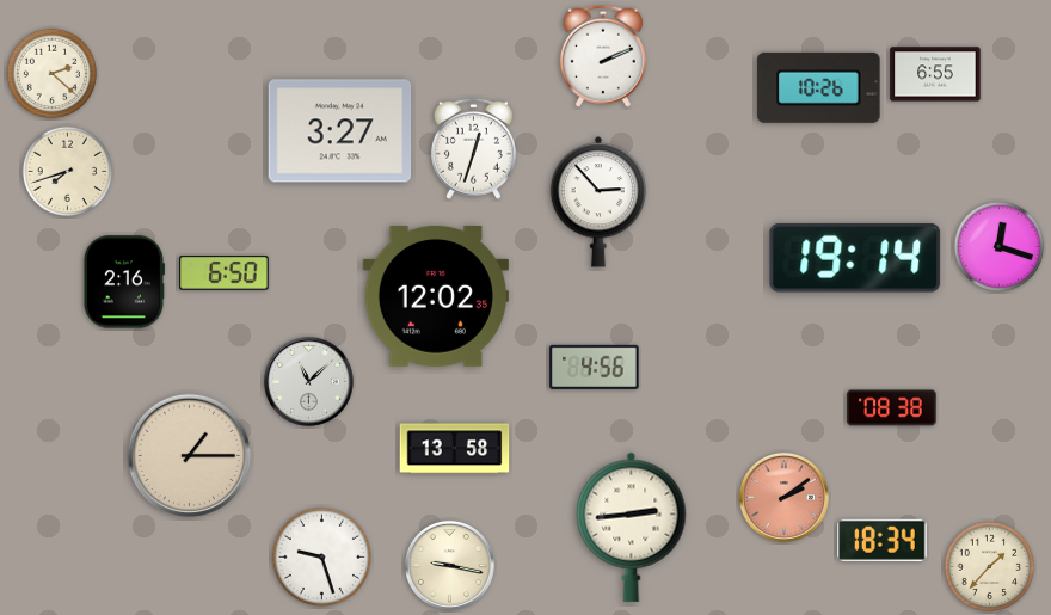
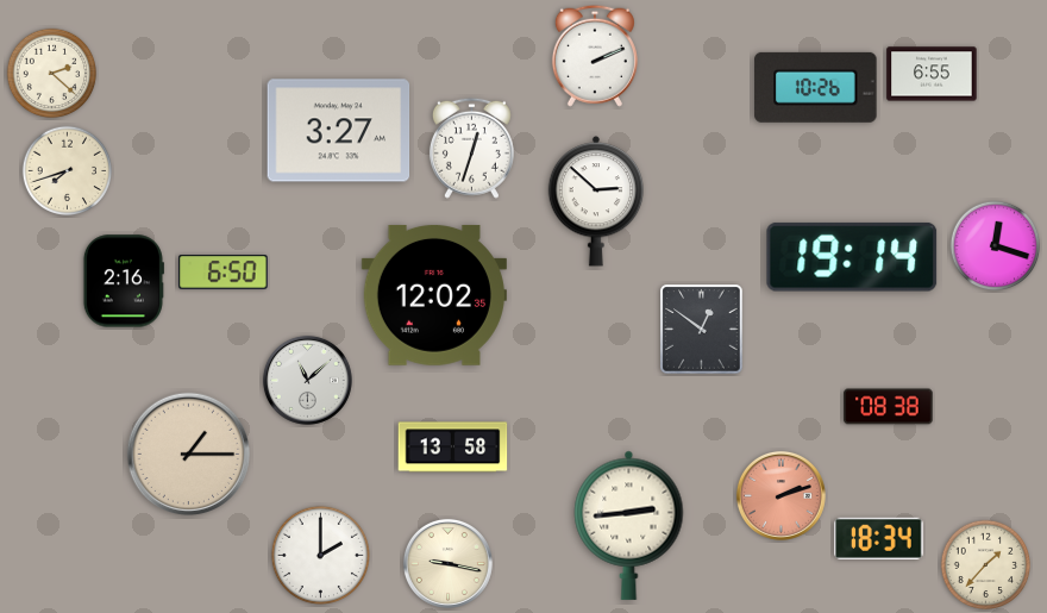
clock at (603, 56) position: (603, 56) -> (595, 56)
clock at (598, 202): 2:53 -> 2:52
clock at (702, 330): none -> 12:51
clock at (595, 367): 4:56 -> none
clock at (783, 497): 2:09 -> 2:12
clock at (321, 556): 9:27 -> 2:00
